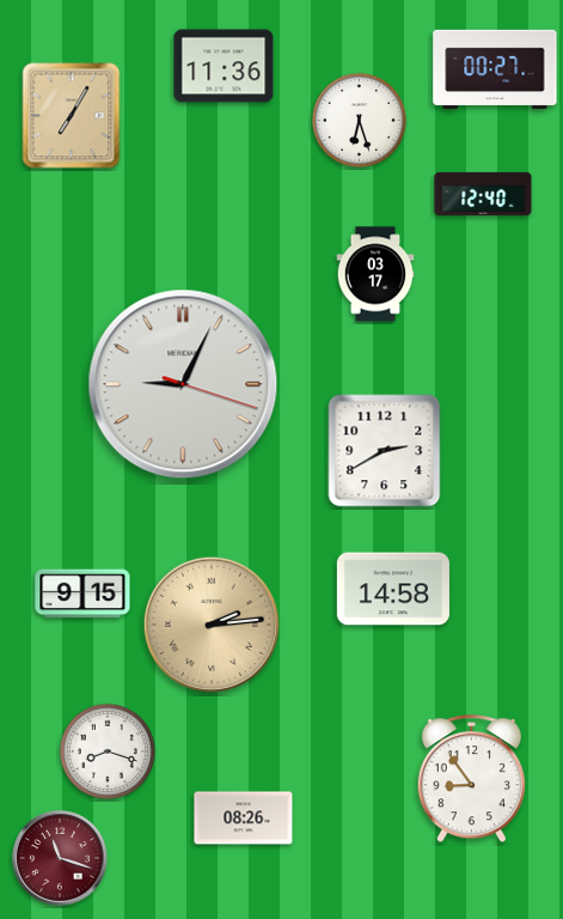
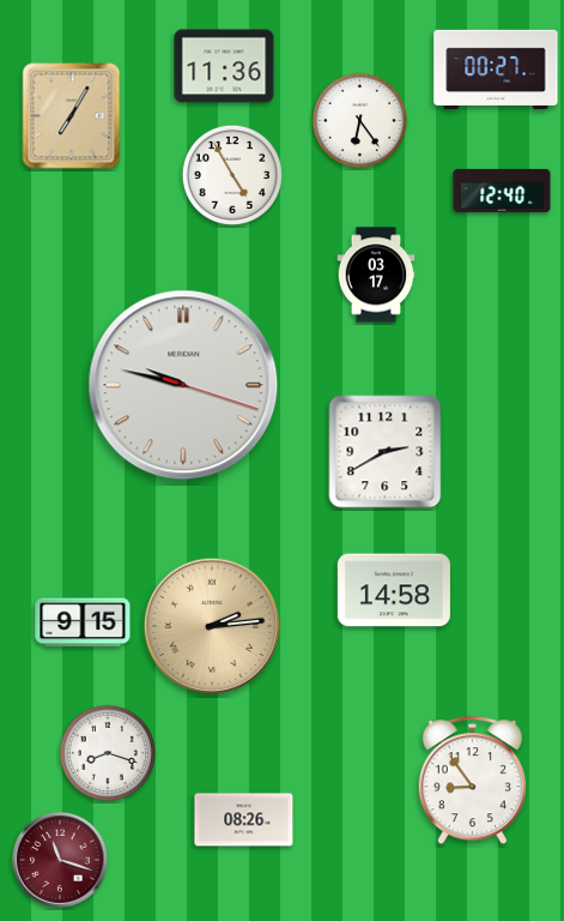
clock at (359, 120): 6:27 -> 6:24
clock at (232, 175): none -> 4:55
clock at (483, 194) position: (483, 194) -> (502, 191)
clock at (183, 384): 9:04 -> 9:47
clock at (82, 594) position: (82, 594) -> (83, 622)
